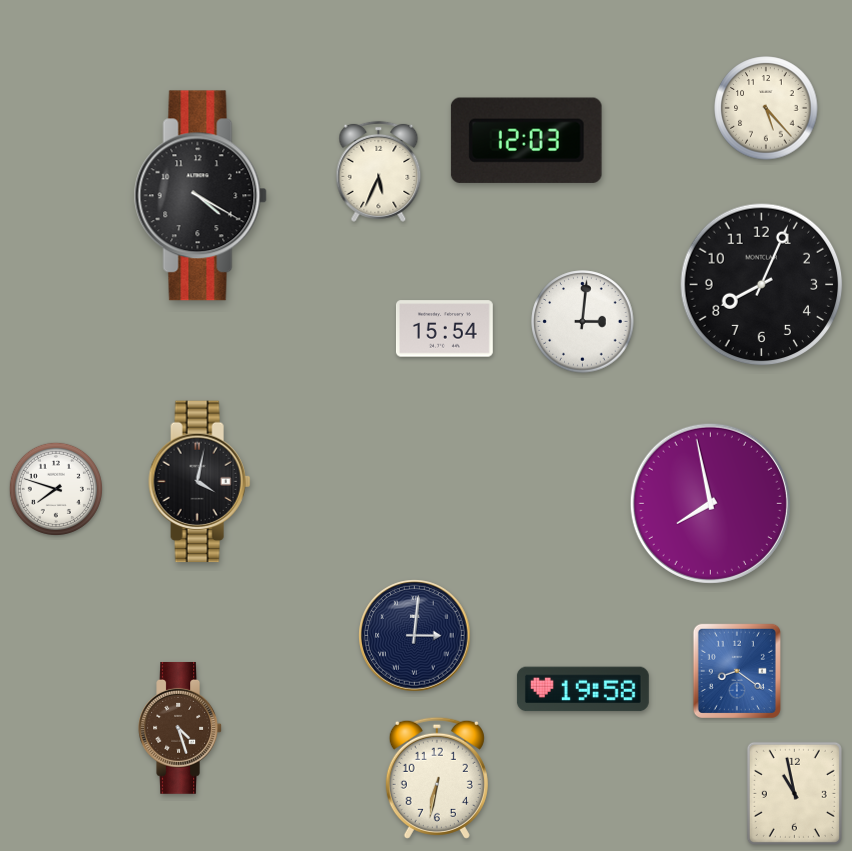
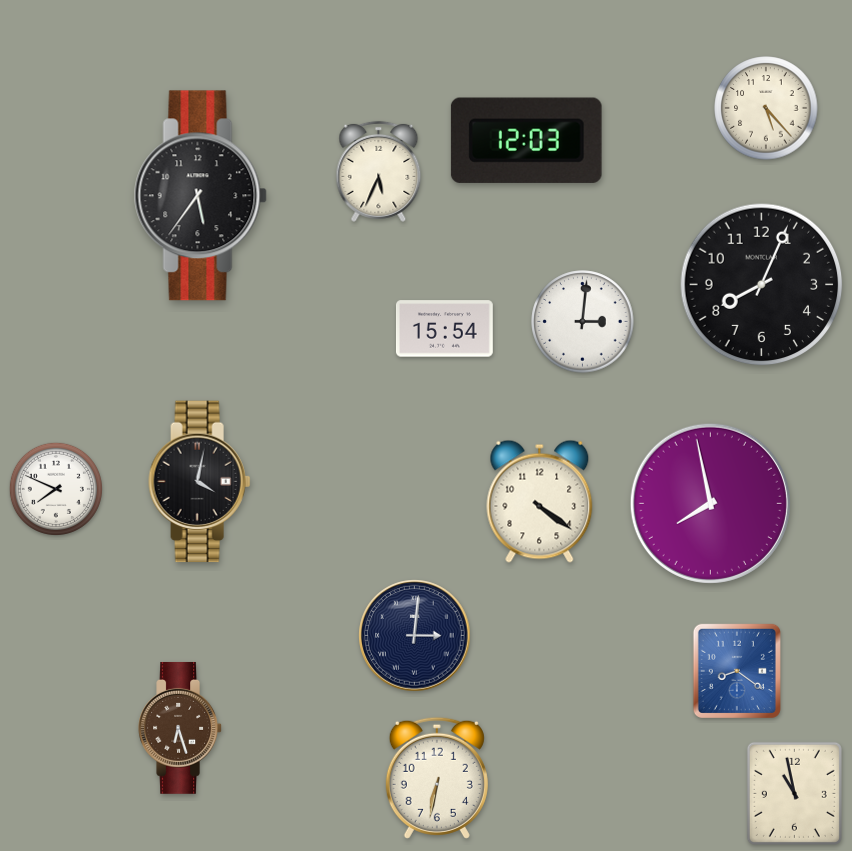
clock at (200, 196): 4:20 -> 5:36
clock at (56, 489): 7:48 -> 7:49
clock at (540, 501): none -> 4:21
clock at (583, 689): 19:58 -> none
clock at (180, 728): 4:27 -> 6:27
